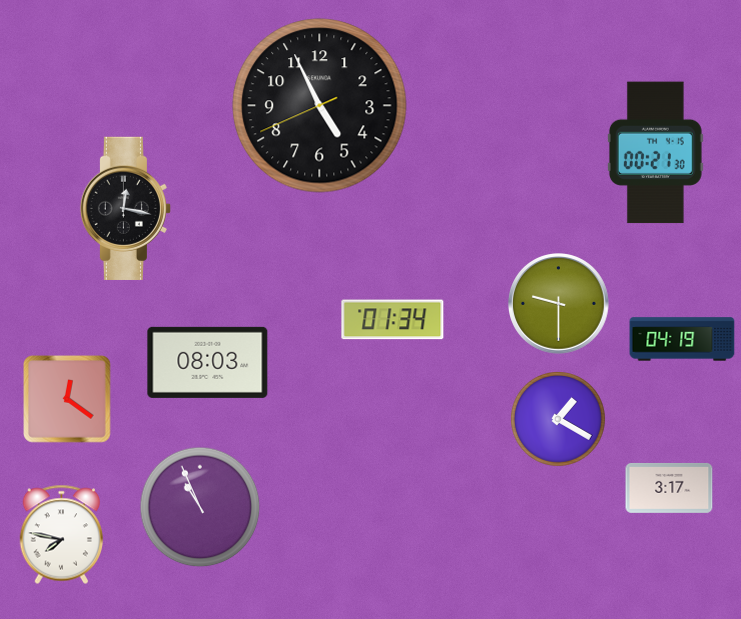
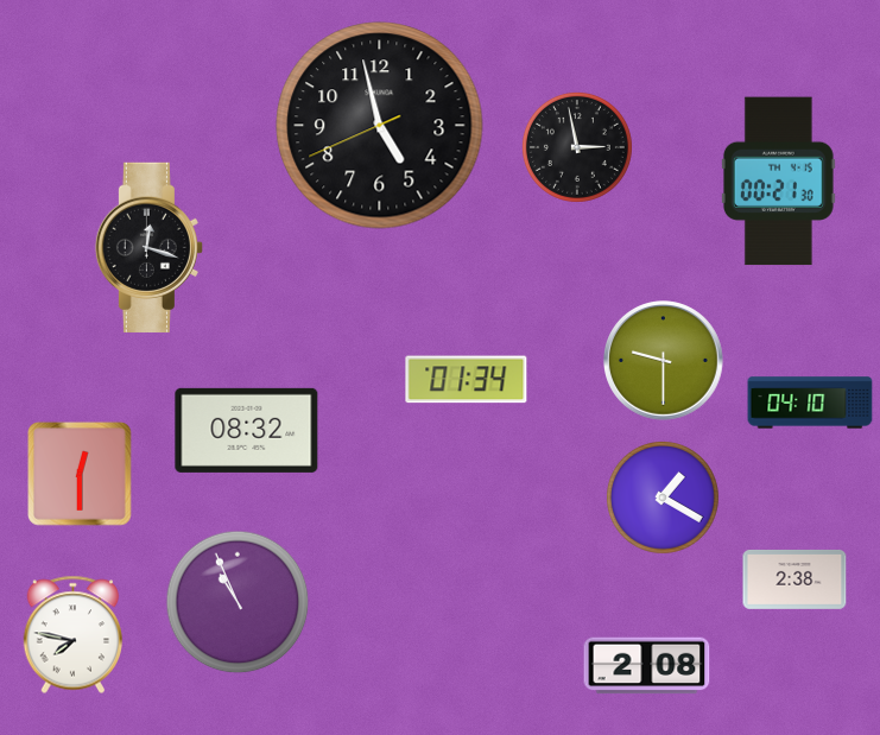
clock at (320, 106): 4:55 -> 4:57
clock at (577, 147): none -> 2:58
clock at (125, 208): 12:17 -> 12:18
clock at (682, 339): 04:19 -> 04:10
clock at (208, 362): 08:03 -> 08:32
clock at (67, 399): 12:21 -> 12:30
clock at (669, 488): 3:17 -> 2:38
clock at (647, 666): none -> 2:08
